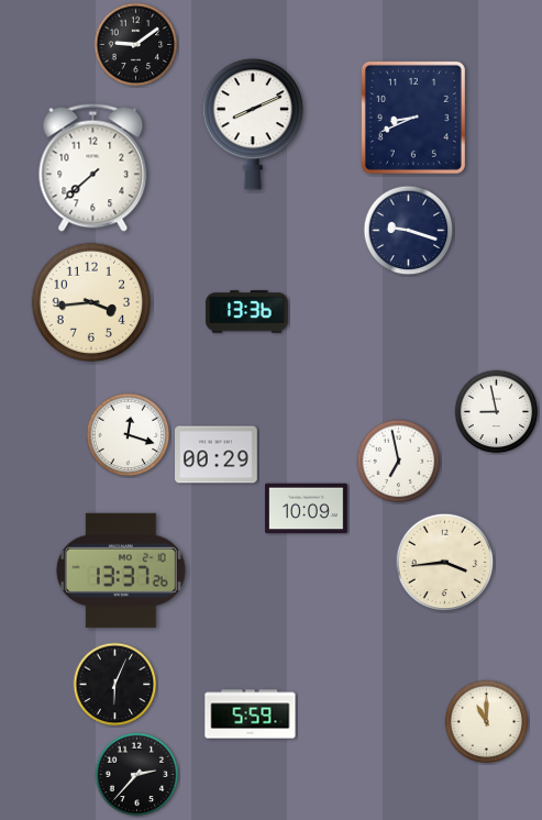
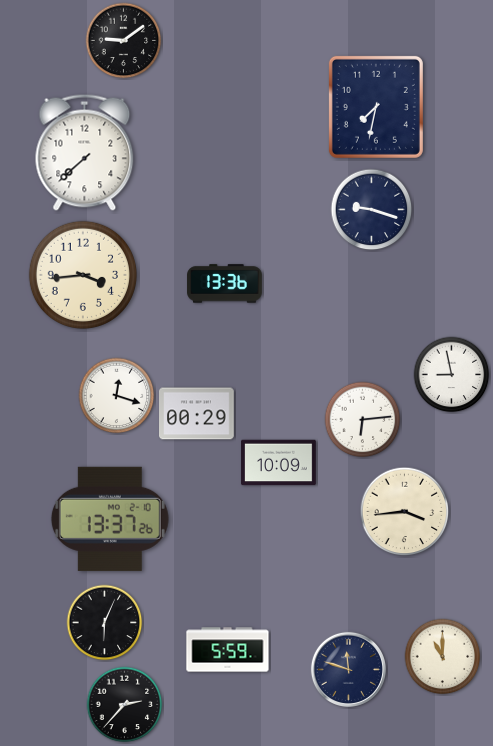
clock at (413, 118): 8:41 -> 7:32
clock at (253, 124): 8:11 -> none
clock at (399, 462): 6:58 -> 6:14
clock at (348, 669): none -> 11:48
